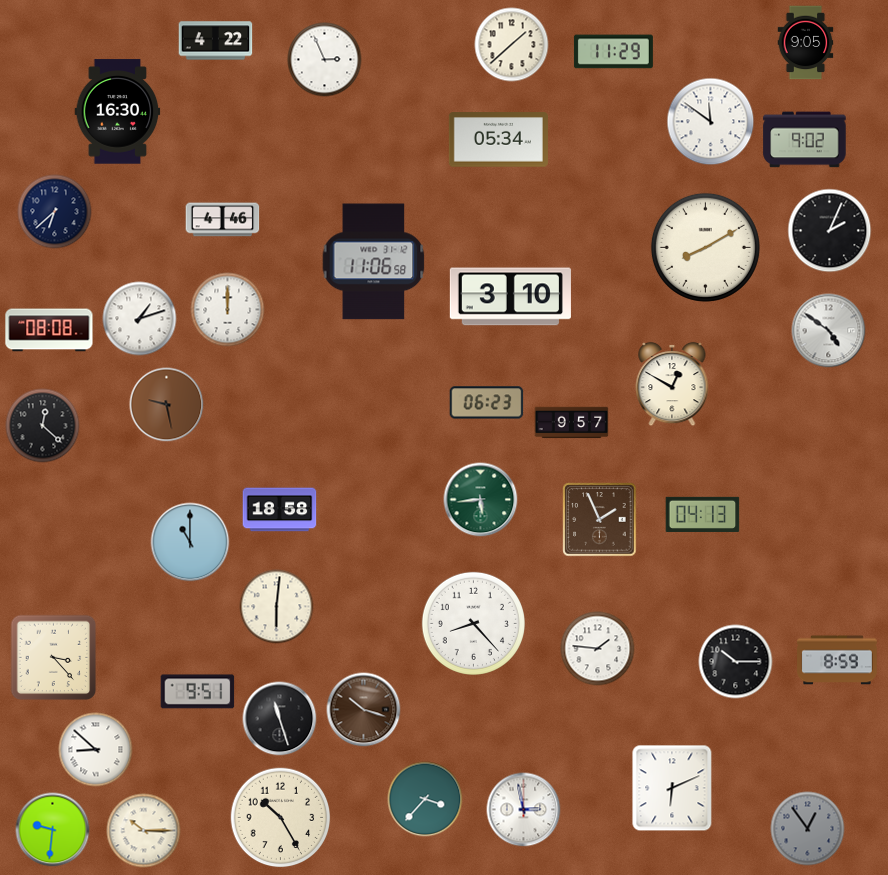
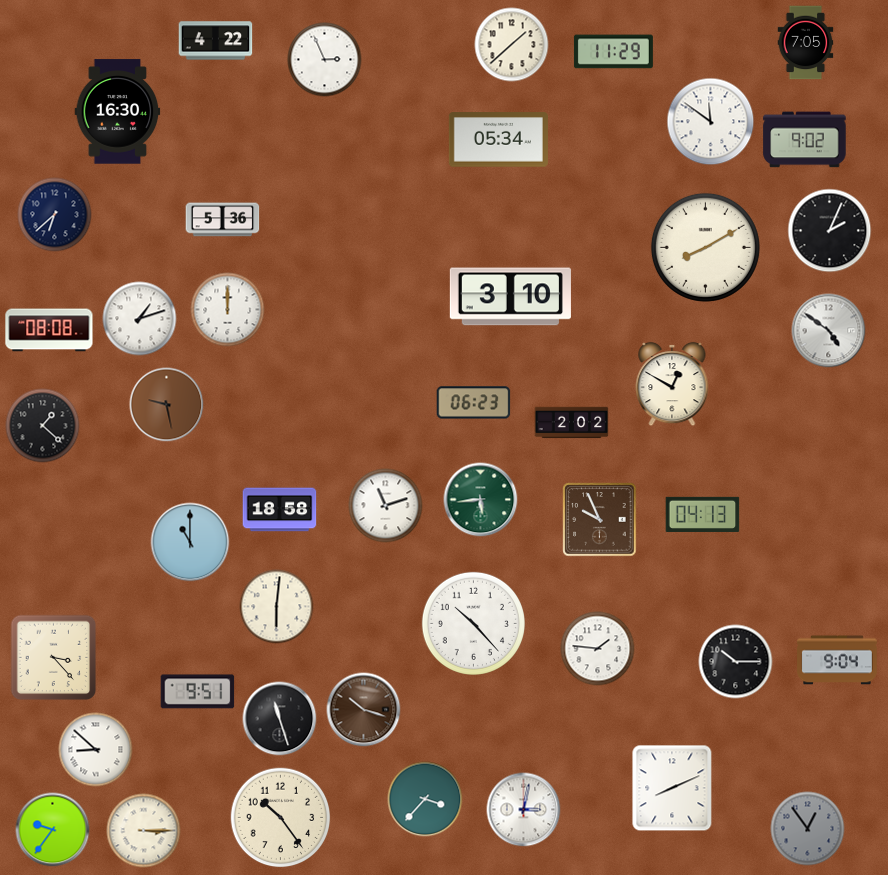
clock at (806, 43): 9:05 -> 7:05
clock at (55, 212) position: (55, 212) -> (55, 215)
clock at (223, 220): 4:46 -> 5:36
clock at (374, 262): 11:06 -> none
clock at (487, 403) position: (487, 403) -> (474, 403)
clock at (572, 423): 9:57 -> 2:02
clock at (43, 426): 12:22 -> 1:22
clock at (386, 506): none -> 11:12
clock at (600, 520): 1:56 -> 9:56
clock at (473, 623): 8:23 -> 10:23
clock at (838, 660): 8:59 -> 9:04
clock at (672, 788): 6:11 -> 8:11
clock at (524, 810): 2:58 -> 3:02
clock at (281, 818): 10:25 -> 10:24
clock at (53, 830): 9:31 -> 9:36
clock at (144, 831): 10:15 -> 3:15
